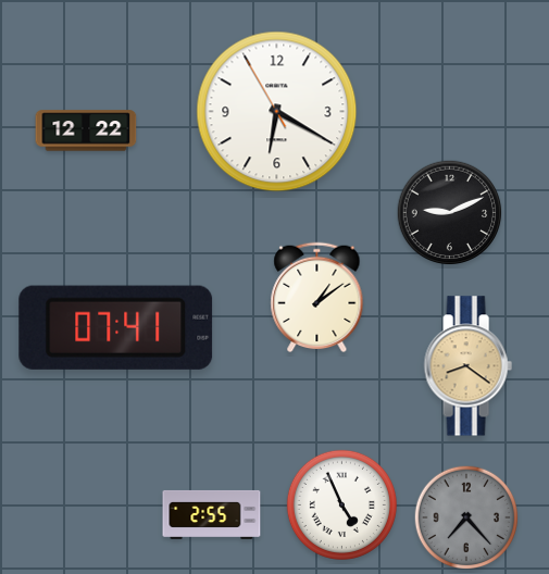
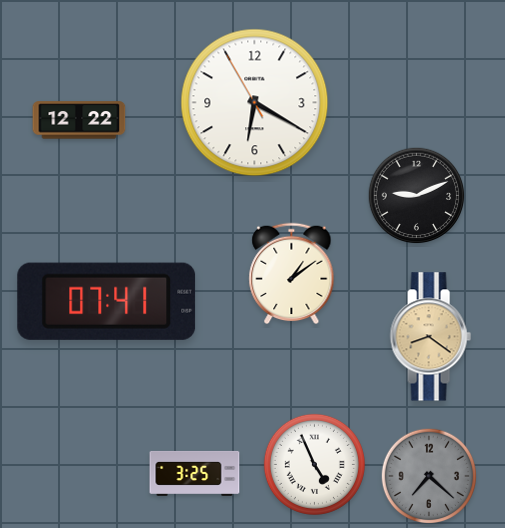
clock at (450, 213) position: (450, 213) -> (417, 196)
clock at (212, 514): 2:55 -> 3:25
clock at (466, 517): 7:23 -> 7:22
